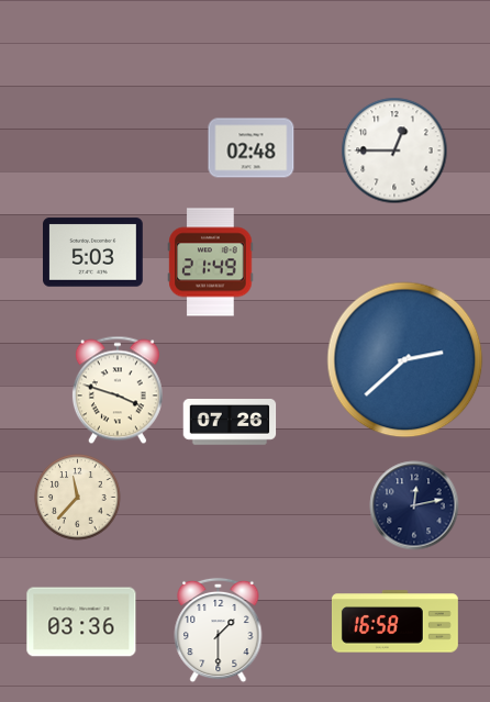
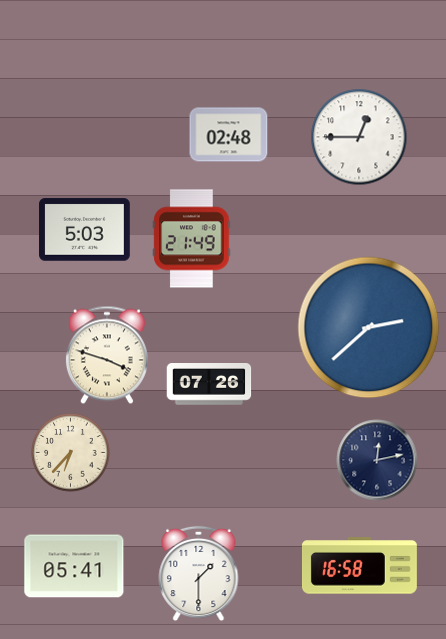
clock at (78, 498): 11:37 -> 6:37
clock at (81, 622): 03:36 -> 05:41
